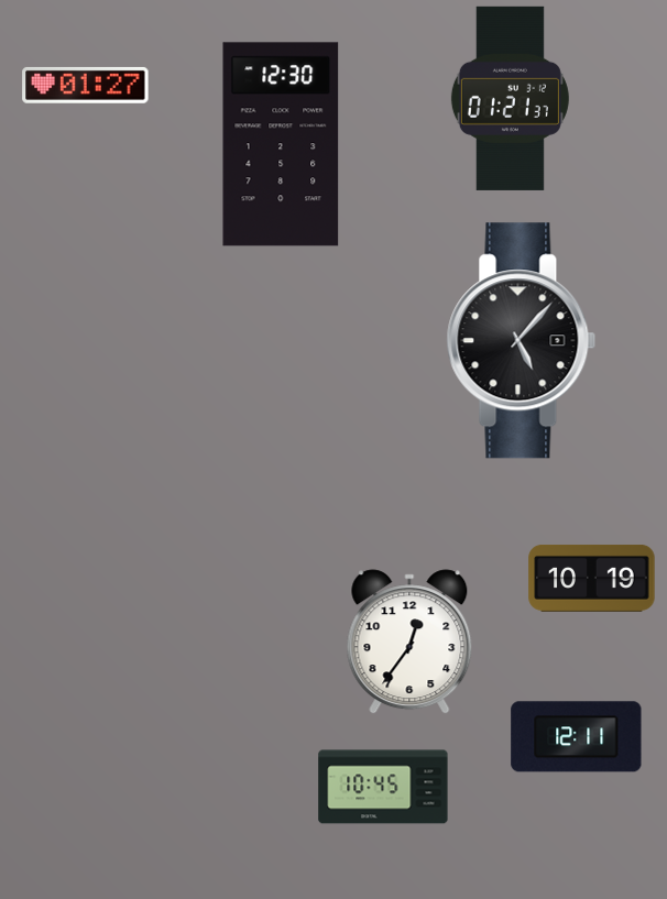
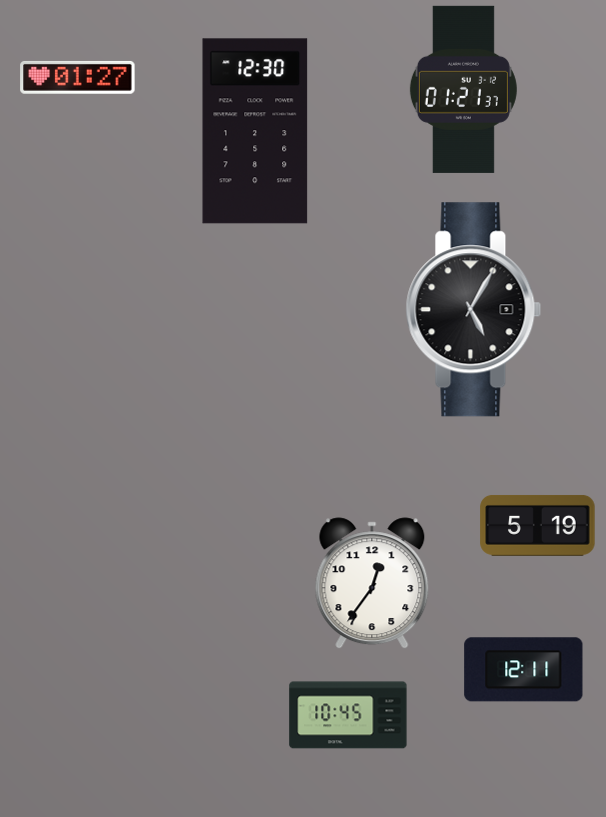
clock at (522, 341): 5:07 -> 5:05
clock at (592, 578): 10:19 -> 5:19
